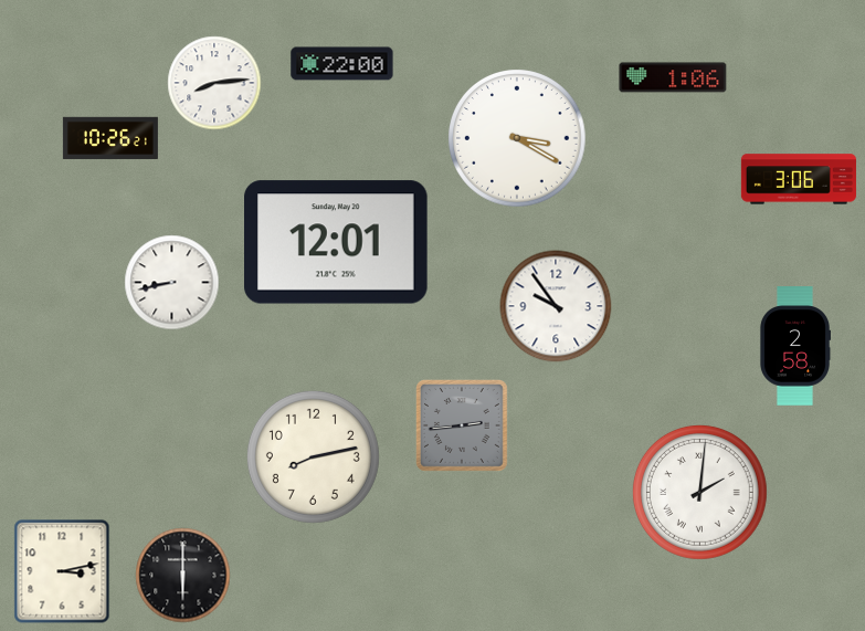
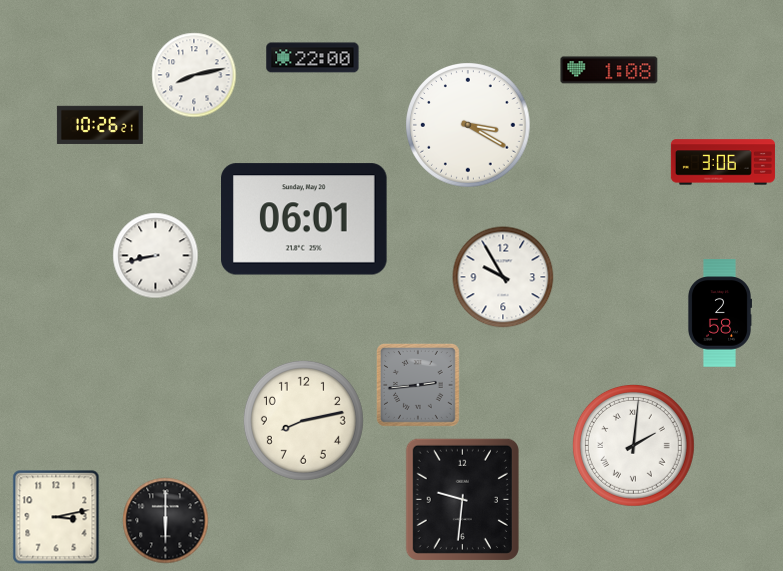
clock at (342, 64) position: (342, 64) -> (313, 58)
clock at (673, 77): 1:06 -> 1:08
clock at (214, 83): 8:14 -> 8:13
clock at (337, 242): 12:01 -> 06:01
clock at (556, 306): 9:54 -> 9:55
clock at (313, 456) position: (313, 456) -> (303, 420)
clock at (462, 499): none -> 9:31
